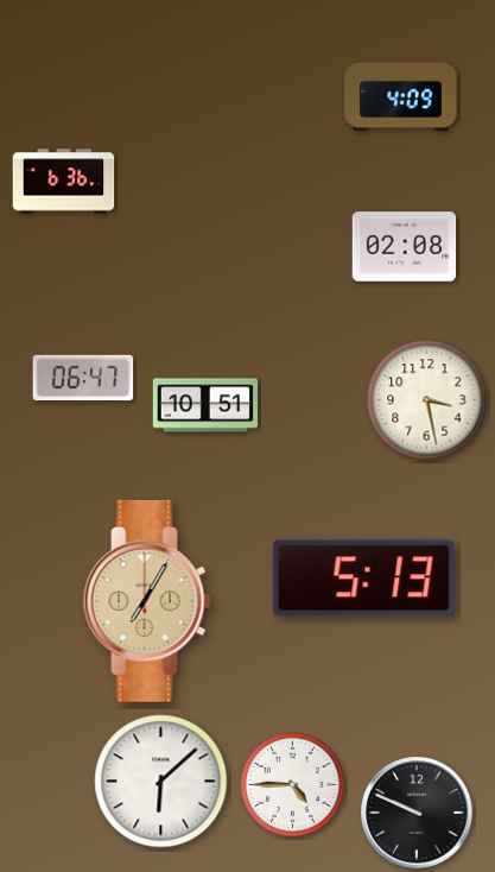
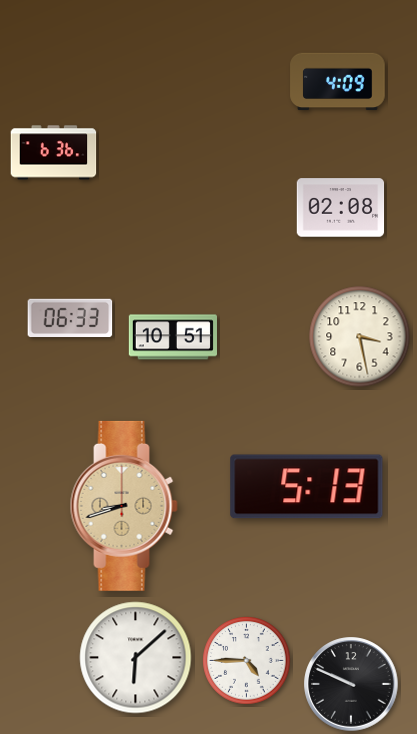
clock at (83, 378): 06:47 -> 06:33
clock at (204, 405) position: (204, 405) -> (172, 337)
clock at (147, 601): 7:05 -> 8:42
